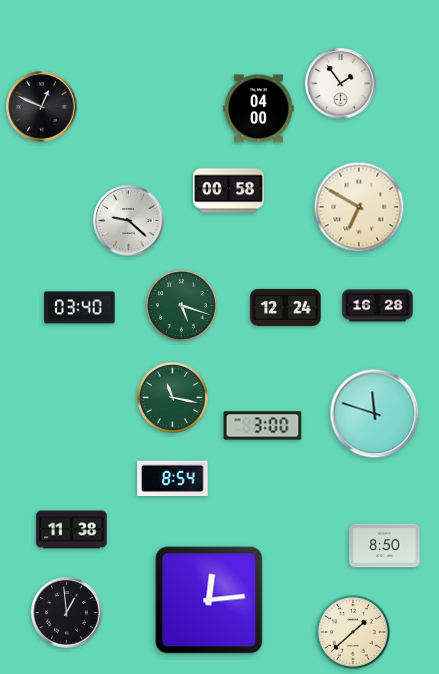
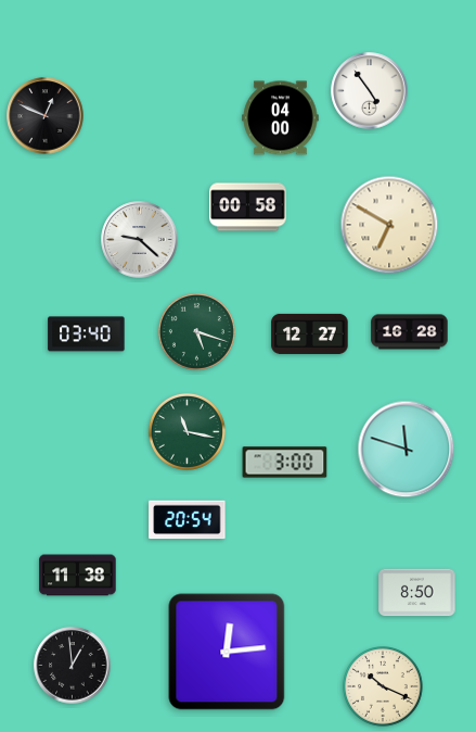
clock at (341, 84): 1:54 -> 4:54
clock at (286, 307): 12:24 -> 12:27
clock at (173, 479): 8:54 -> 20:54
clock at (353, 632): 1:38 -> 10:19
